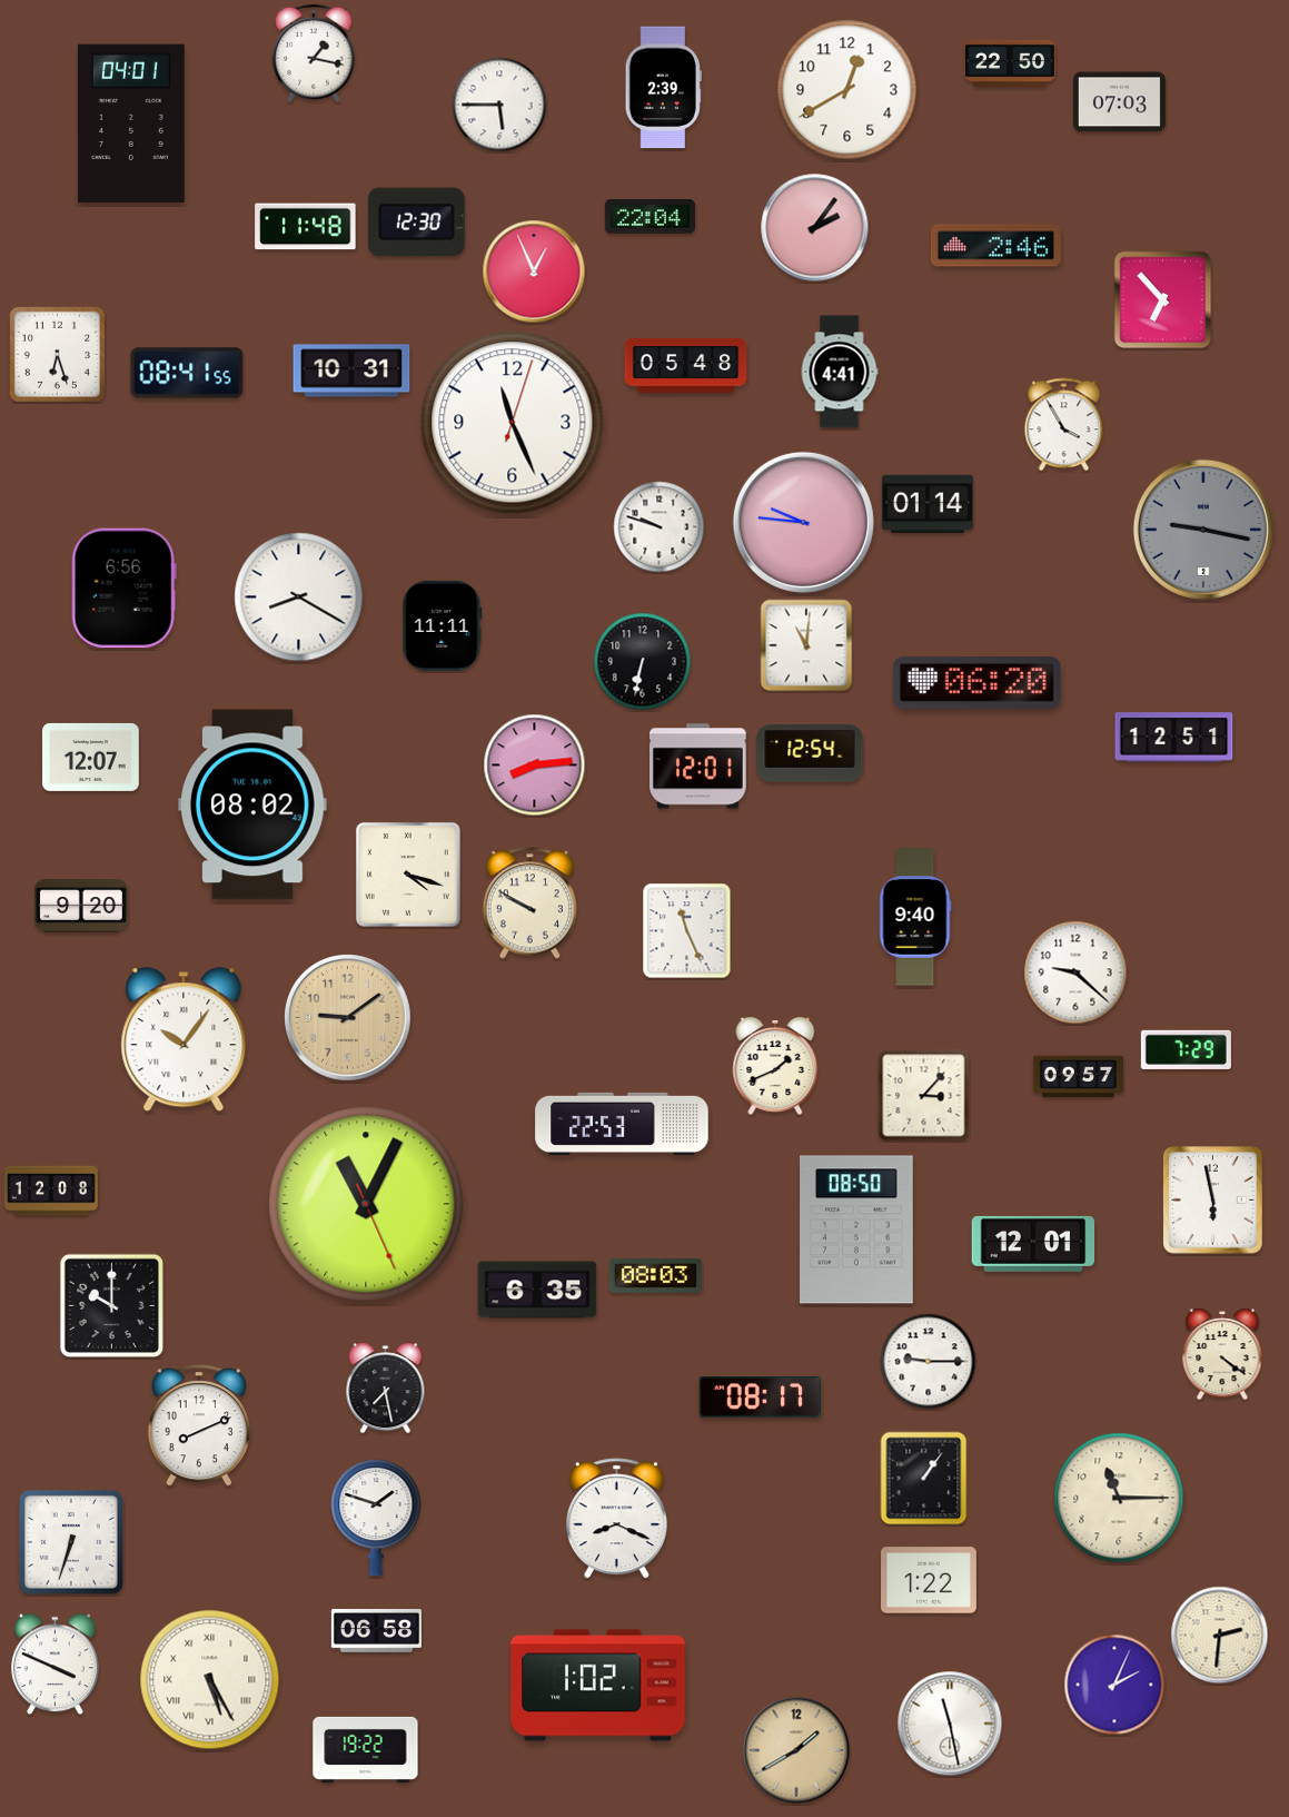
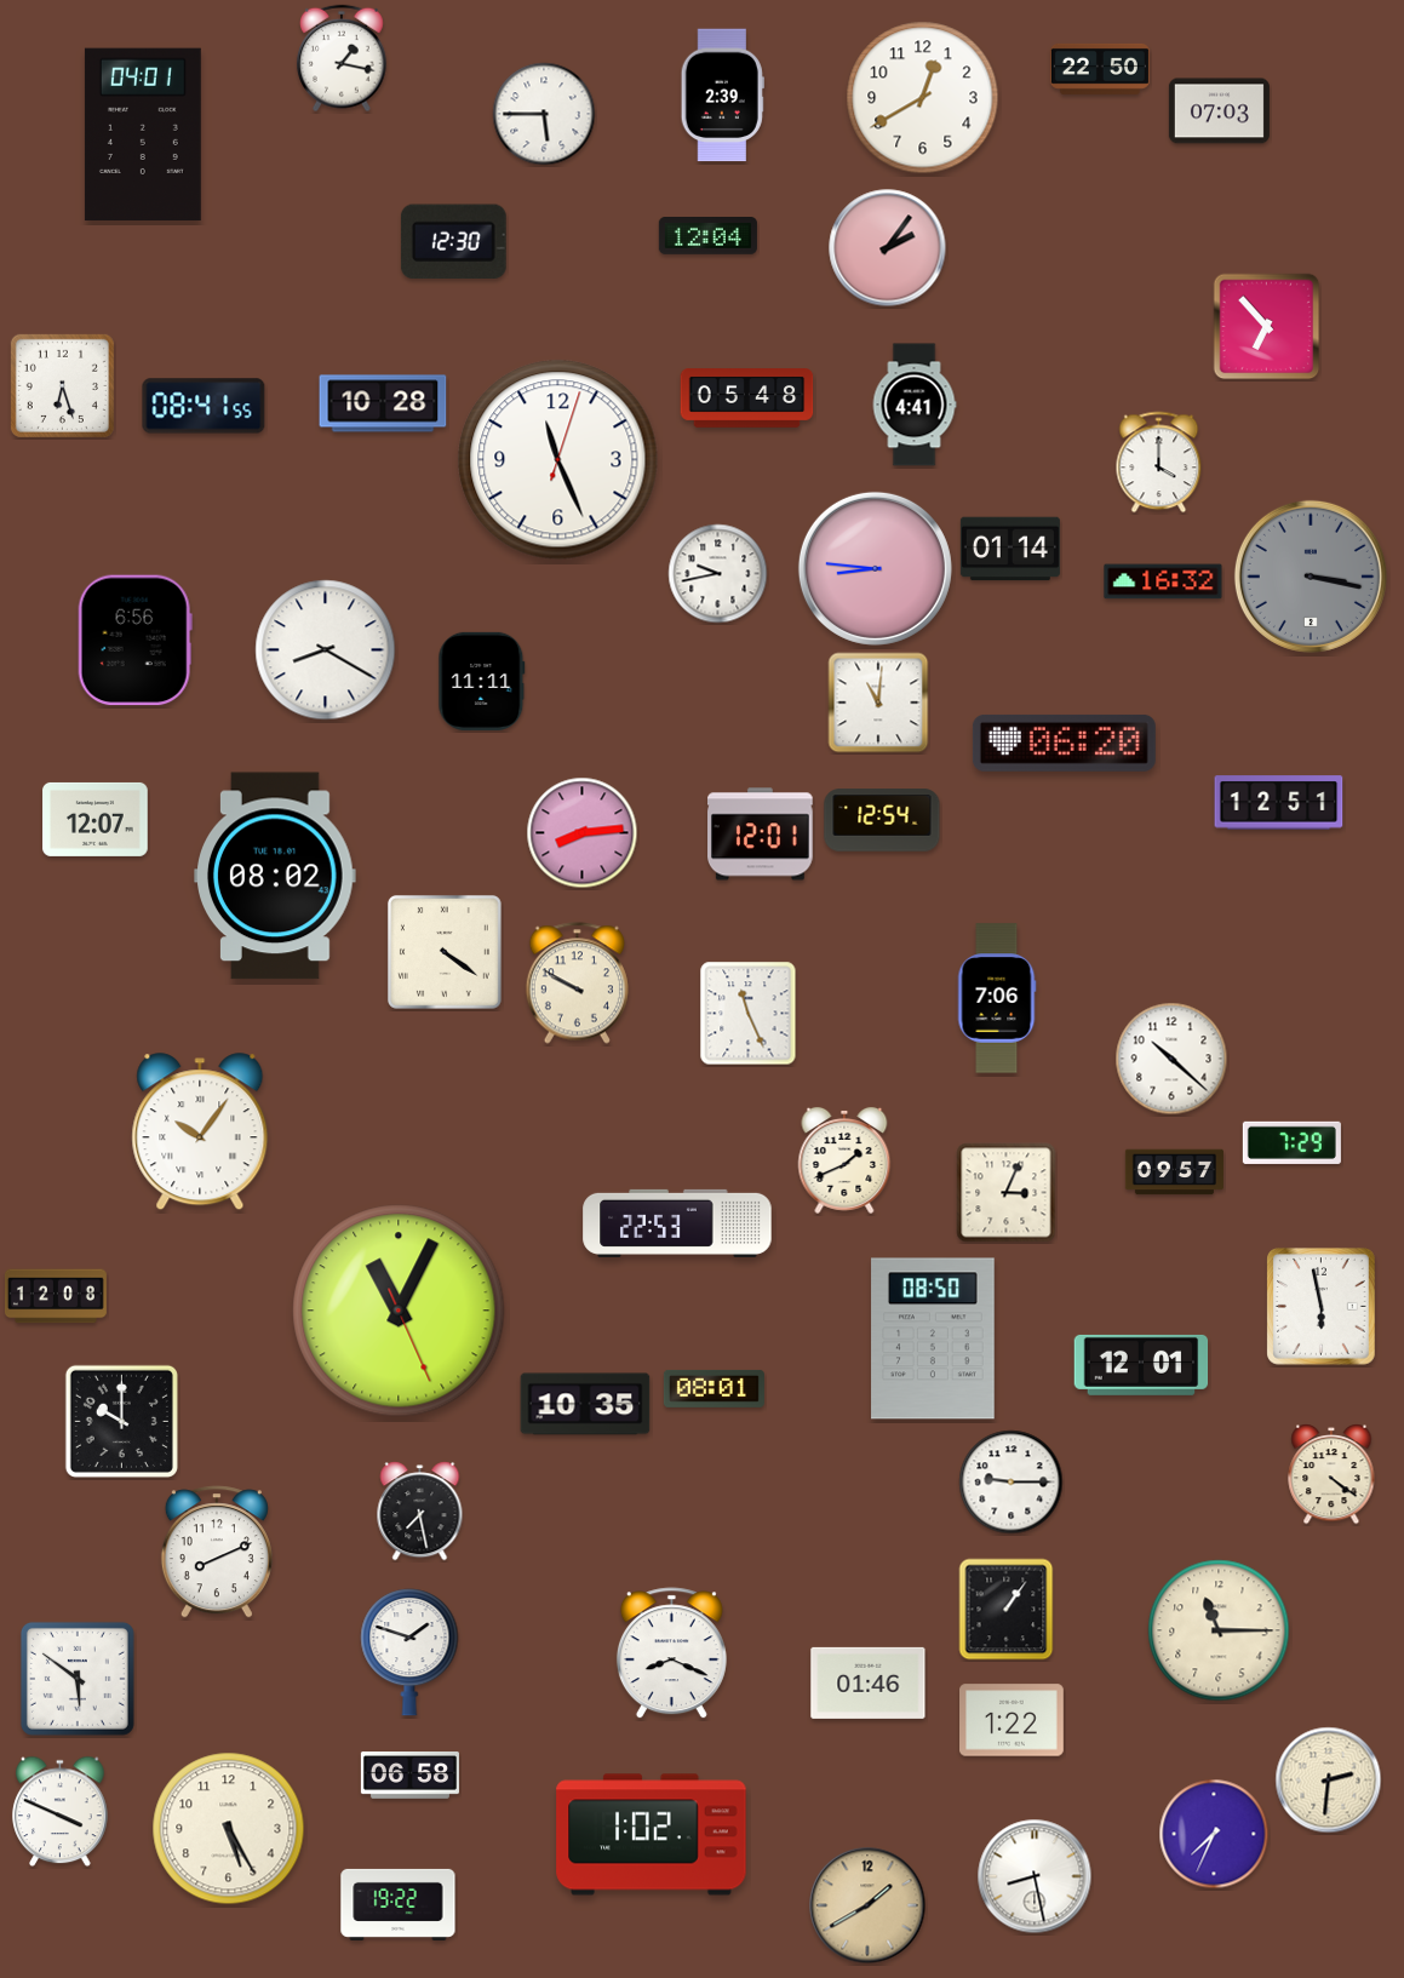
clock at (650, 217): 22:04 -> 12:04
clock at (306, 227): 11:48 -> none
clock at (995, 246): 2:46 -> none
clock at (534, 271): 12:56 -> none
clock at (351, 371): 10:31 -> 10:28
clock at (1064, 425): 3:55 -> 4:00
clock at (803, 522): 9:46 -> 8:46
clock at (660, 527): 9:48 -> 9:43
clock at (1203, 530): 9:17 -> 3:17
clock at (1163, 581): none -> 16:32
clock at (643, 662): 6:32 -> none
clock at (91, 757) position: (91, 757) -> (96, 819)
clock at (408, 875): 4:18 -> 4:21
clock at (81, 906): 9:20 -> none
clock at (915, 917): 9:40 -> 7:06
clock at (1075, 972): 9:22 -> 10:22
clock at (348, 1018): 9:09 -> none
clock at (924, 1096): 3:07 -> 3:04
clock at (1033, 1244) position: (1033, 1244) -> (1141, 1365)
clock at (655, 1275): 08:03 -> 08:01
clock at (537, 1290): 6:35 -> 10:35
clock at (761, 1398): 08:17 -> none
clock at (71, 1542): 6:33 -> 5:51
clock at (869, 1682): none -> 01:46
clock at (210, 1680) numerals: Roman -> Arabic
clock at (1114, 1685): 2:04 -> 7:34
clock at (950, 1724): 11:28 -> 8:28
